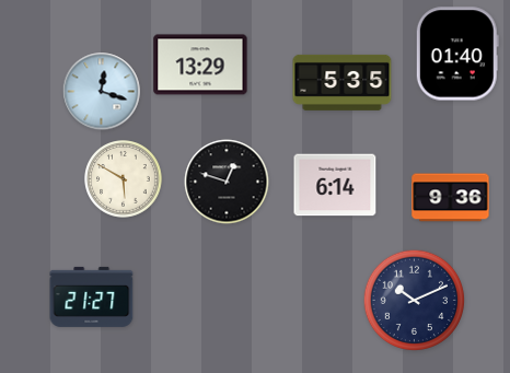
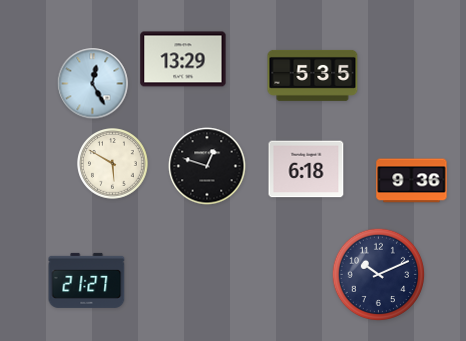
clock at (457, 54): 01:40 -> none
clock at (102, 92): 12:18 -> 12:25
clock at (335, 185): 6:14 -> 6:18
clock at (92, 296) position: (92, 296) -> (87, 280)
